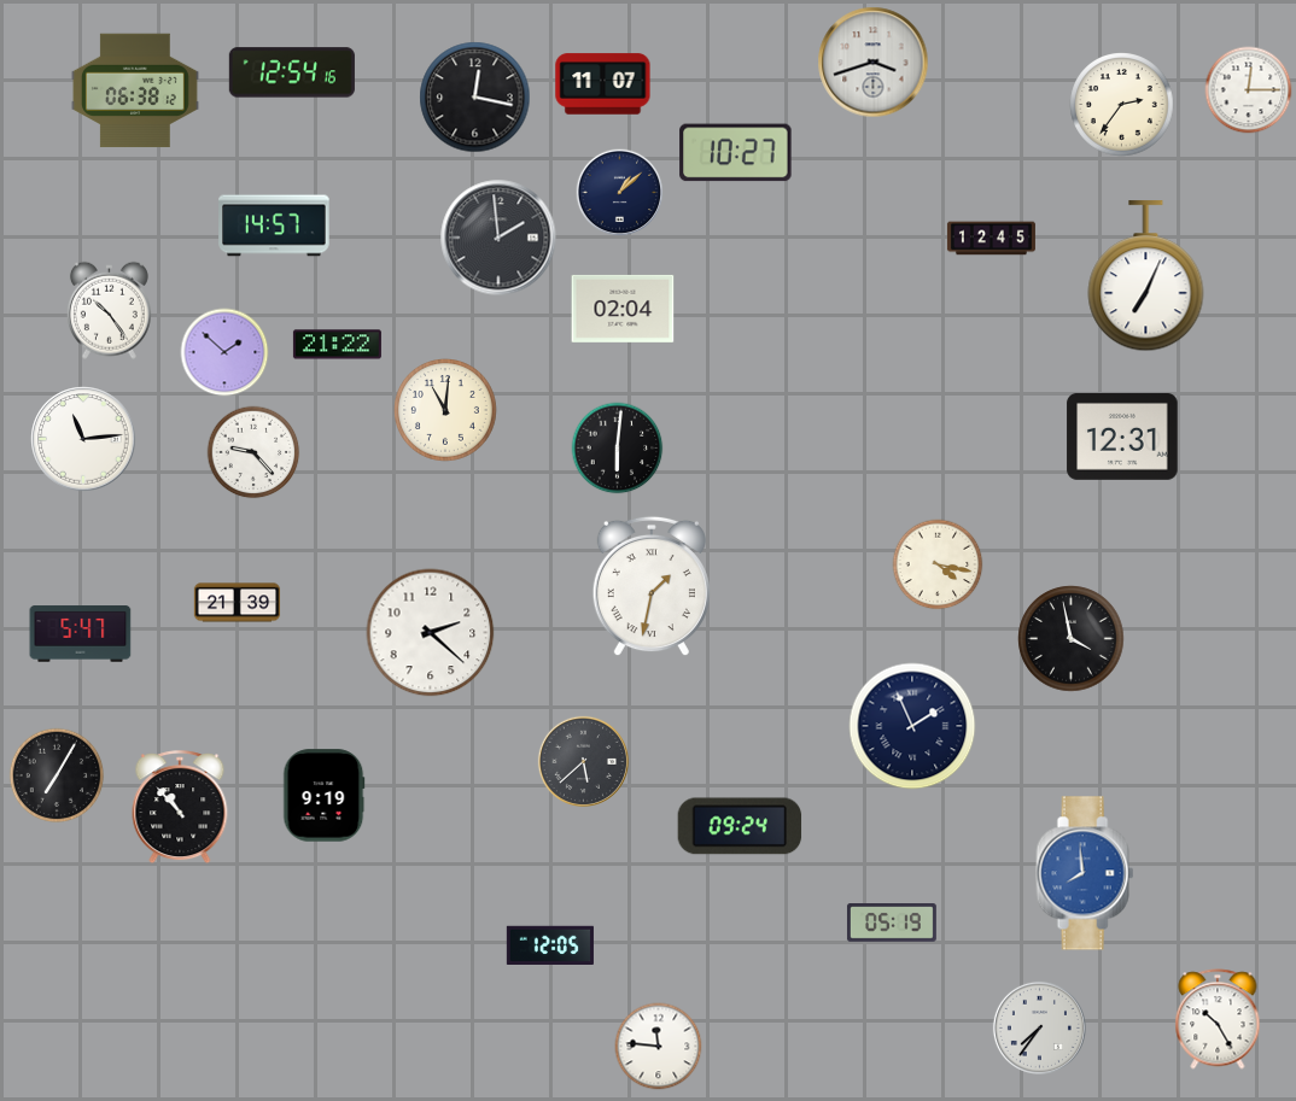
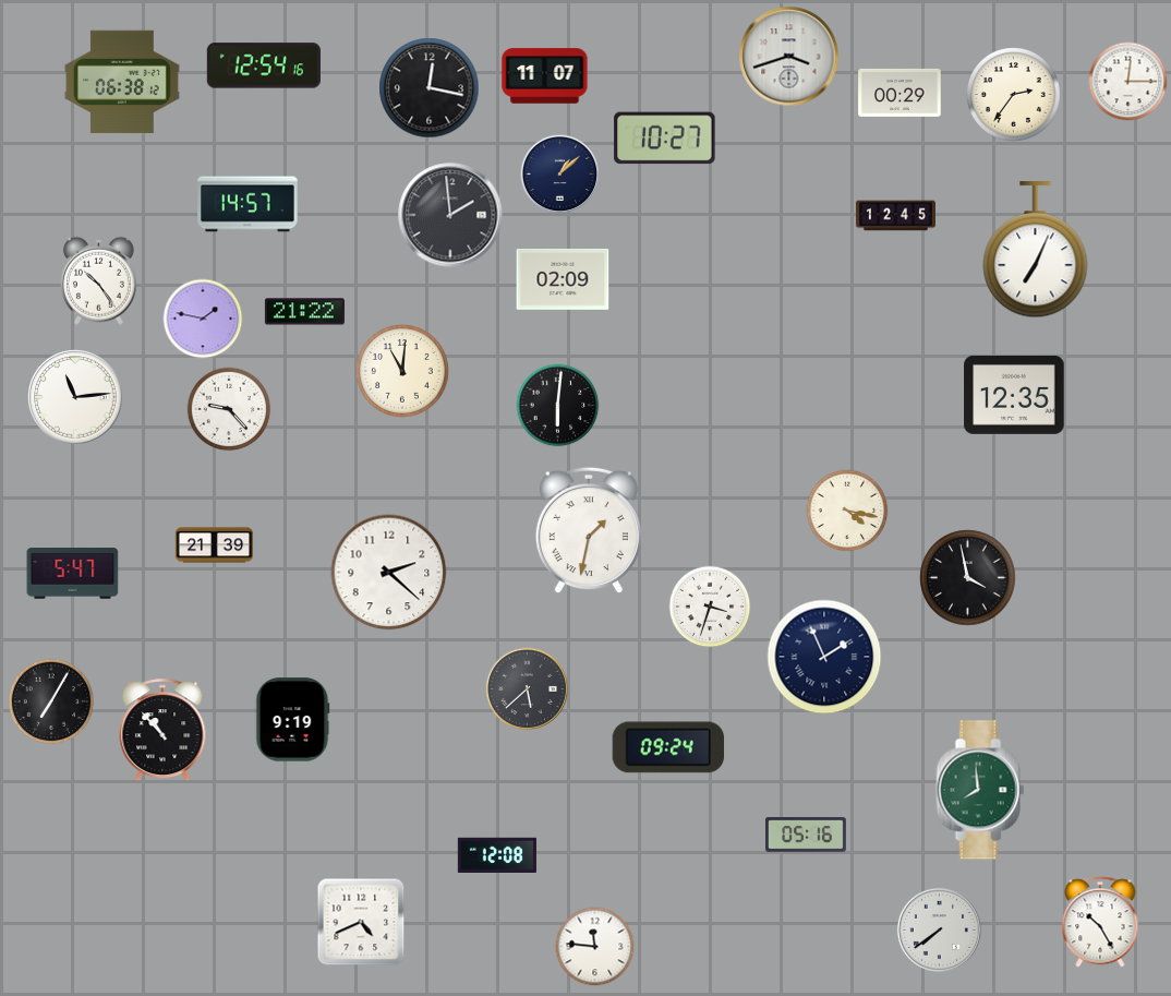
clock at (900, 93): none -> 00:29
clock at (623, 309): 02:04 -> 02:09
clock at (224, 352): 1:52 -> 1:47
clock at (1122, 437): 12:31 -> 12:35
clock at (710, 607): none -> 3:33
clock at (1085, 873) dial: blue -> green
clock at (892, 923): 05:19 -> 05:16
clock at (550, 945): 12:05 -> 12:08
clock at (361, 922): none -> 4:41
clock at (1039, 1027): 7:36 -> 7:39
